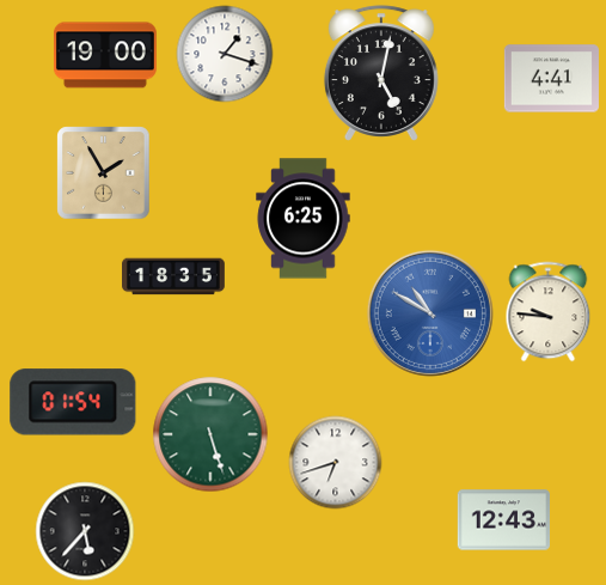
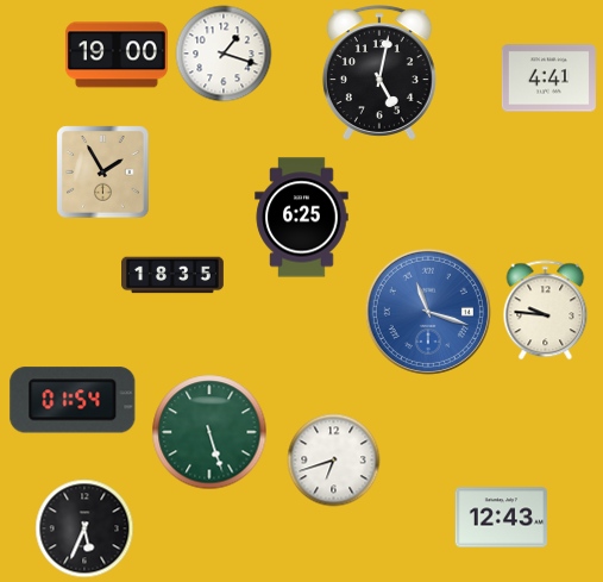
clock at (105, 55) position: (105, 55) -> (117, 55)
clock at (430, 313): 10:50 -> 11:18
clock at (85, 531): 5:37 -> 5:34
